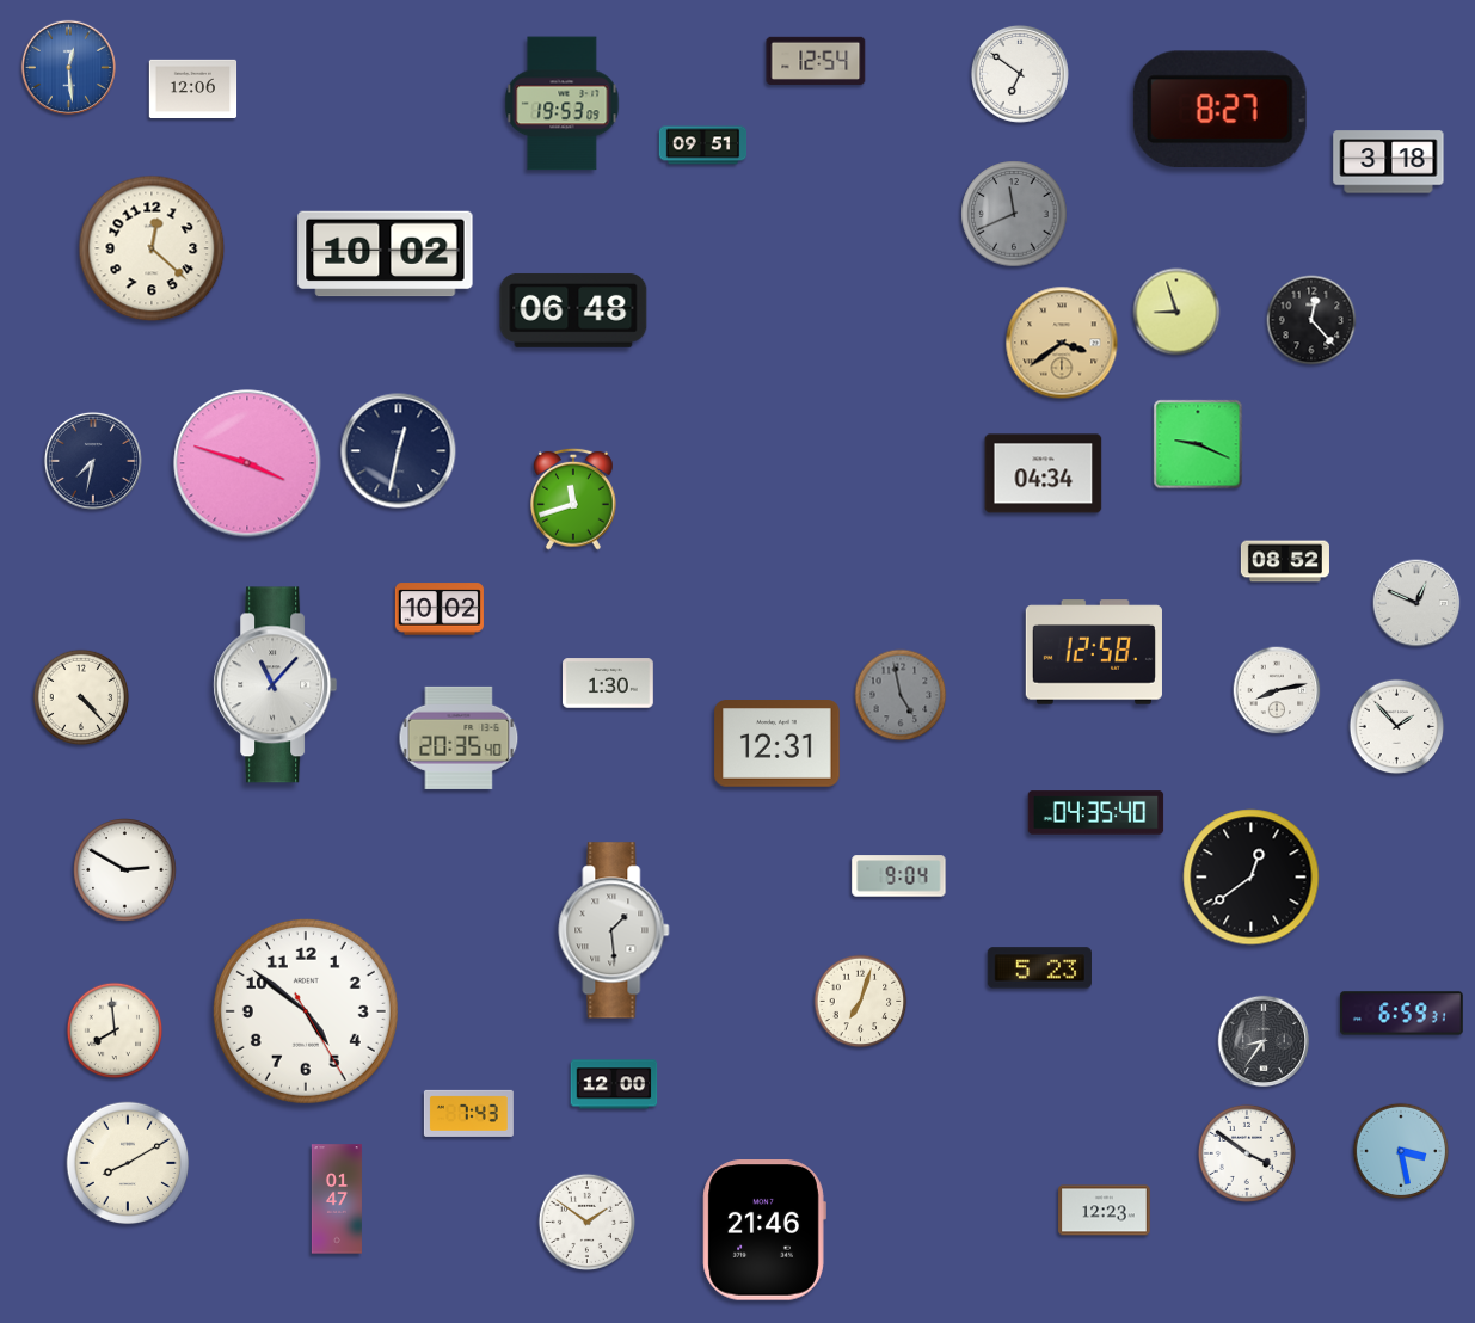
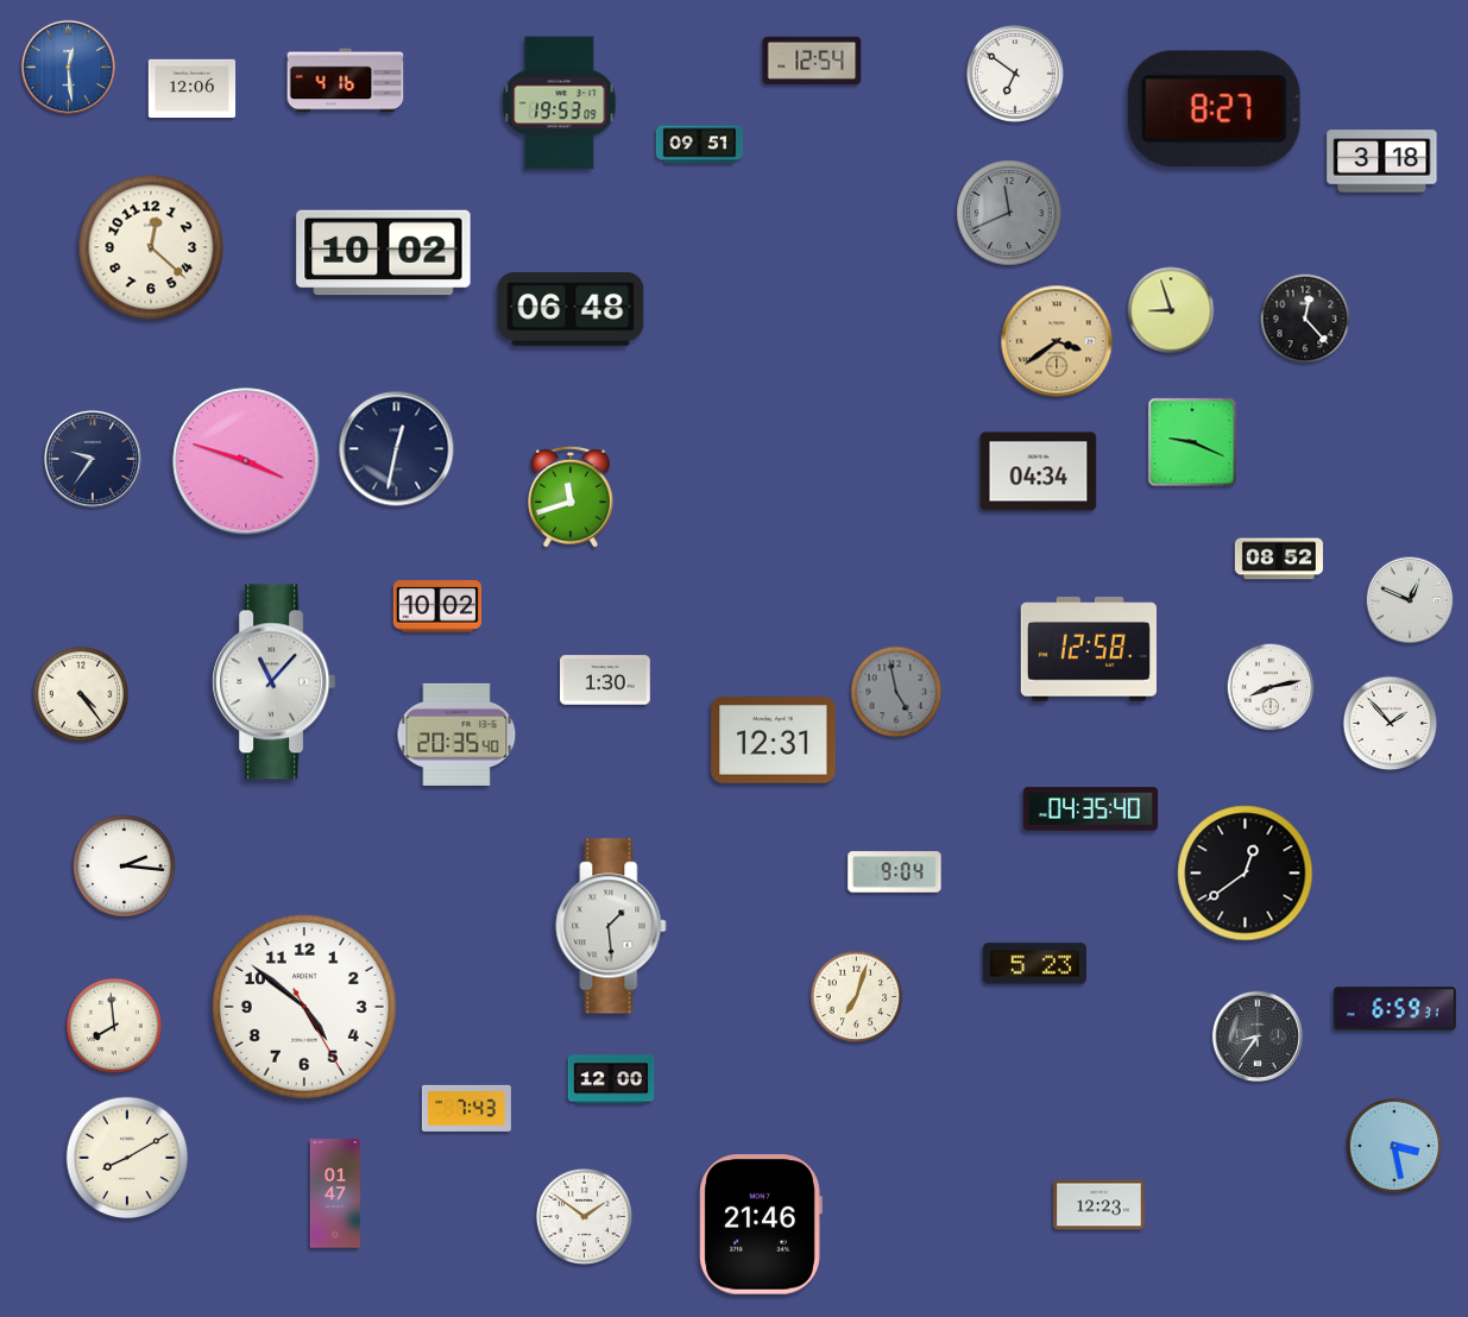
clock at (346, 81): none -> 4:16
clock at (93, 461): 7:32 -> 9:36
clock at (81, 697): 4:23 -> 4:24
clock at (125, 870): 2:50 -> 2:16
clock at (1247, 1153): 3:51 -> none
